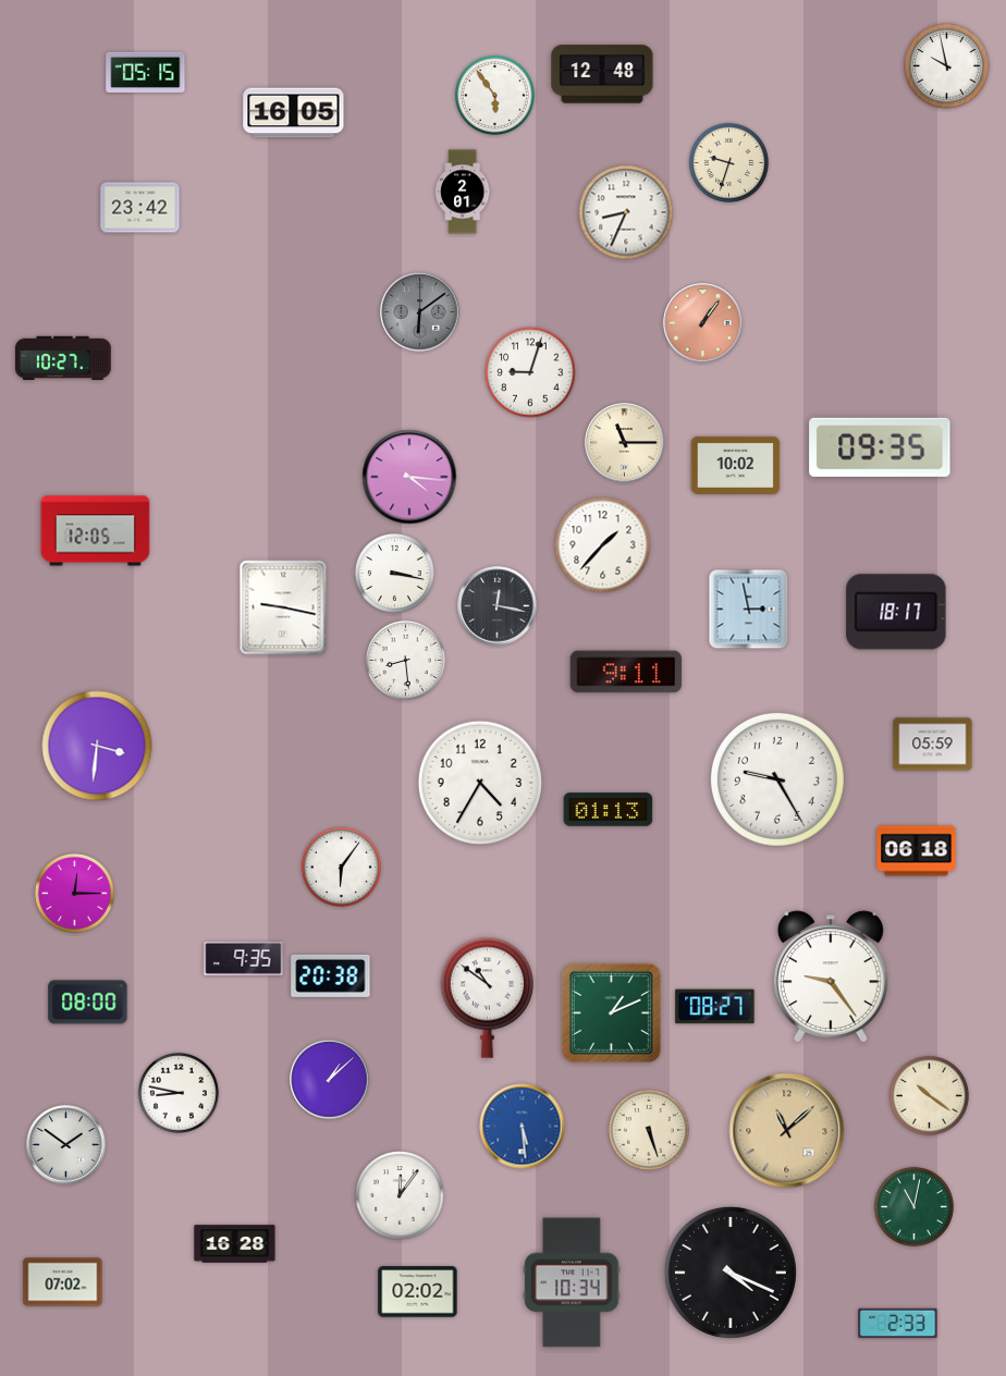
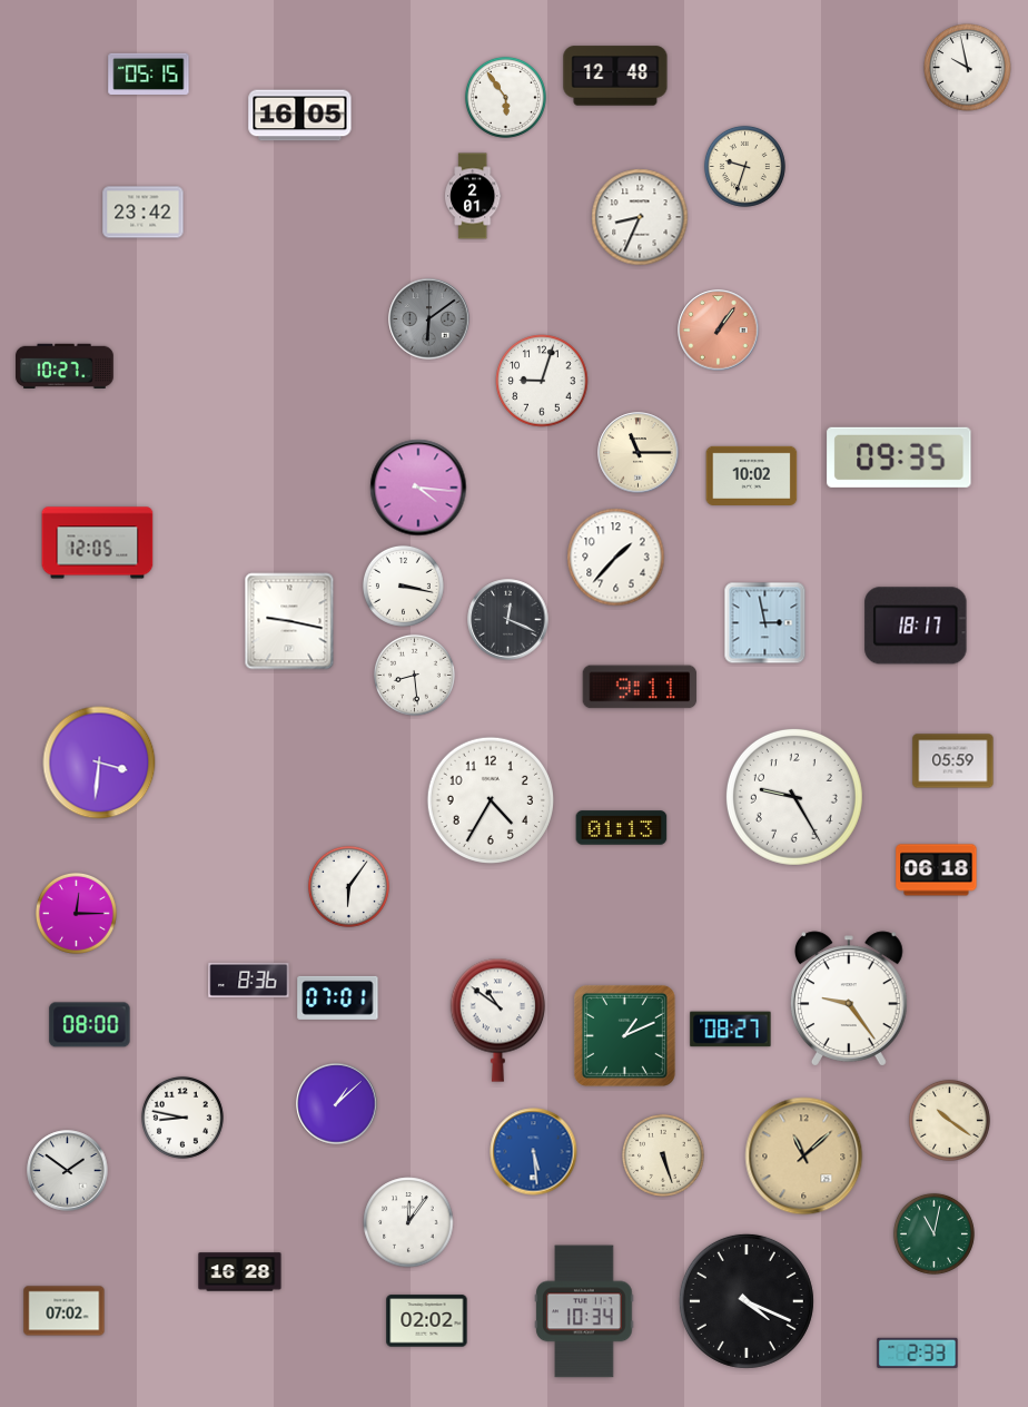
clock at (498, 606): 12:17 -> 12:19
clock at (244, 958): 9:35 -> 8:36
clock at (331, 975): 20:38 -> 07:01
